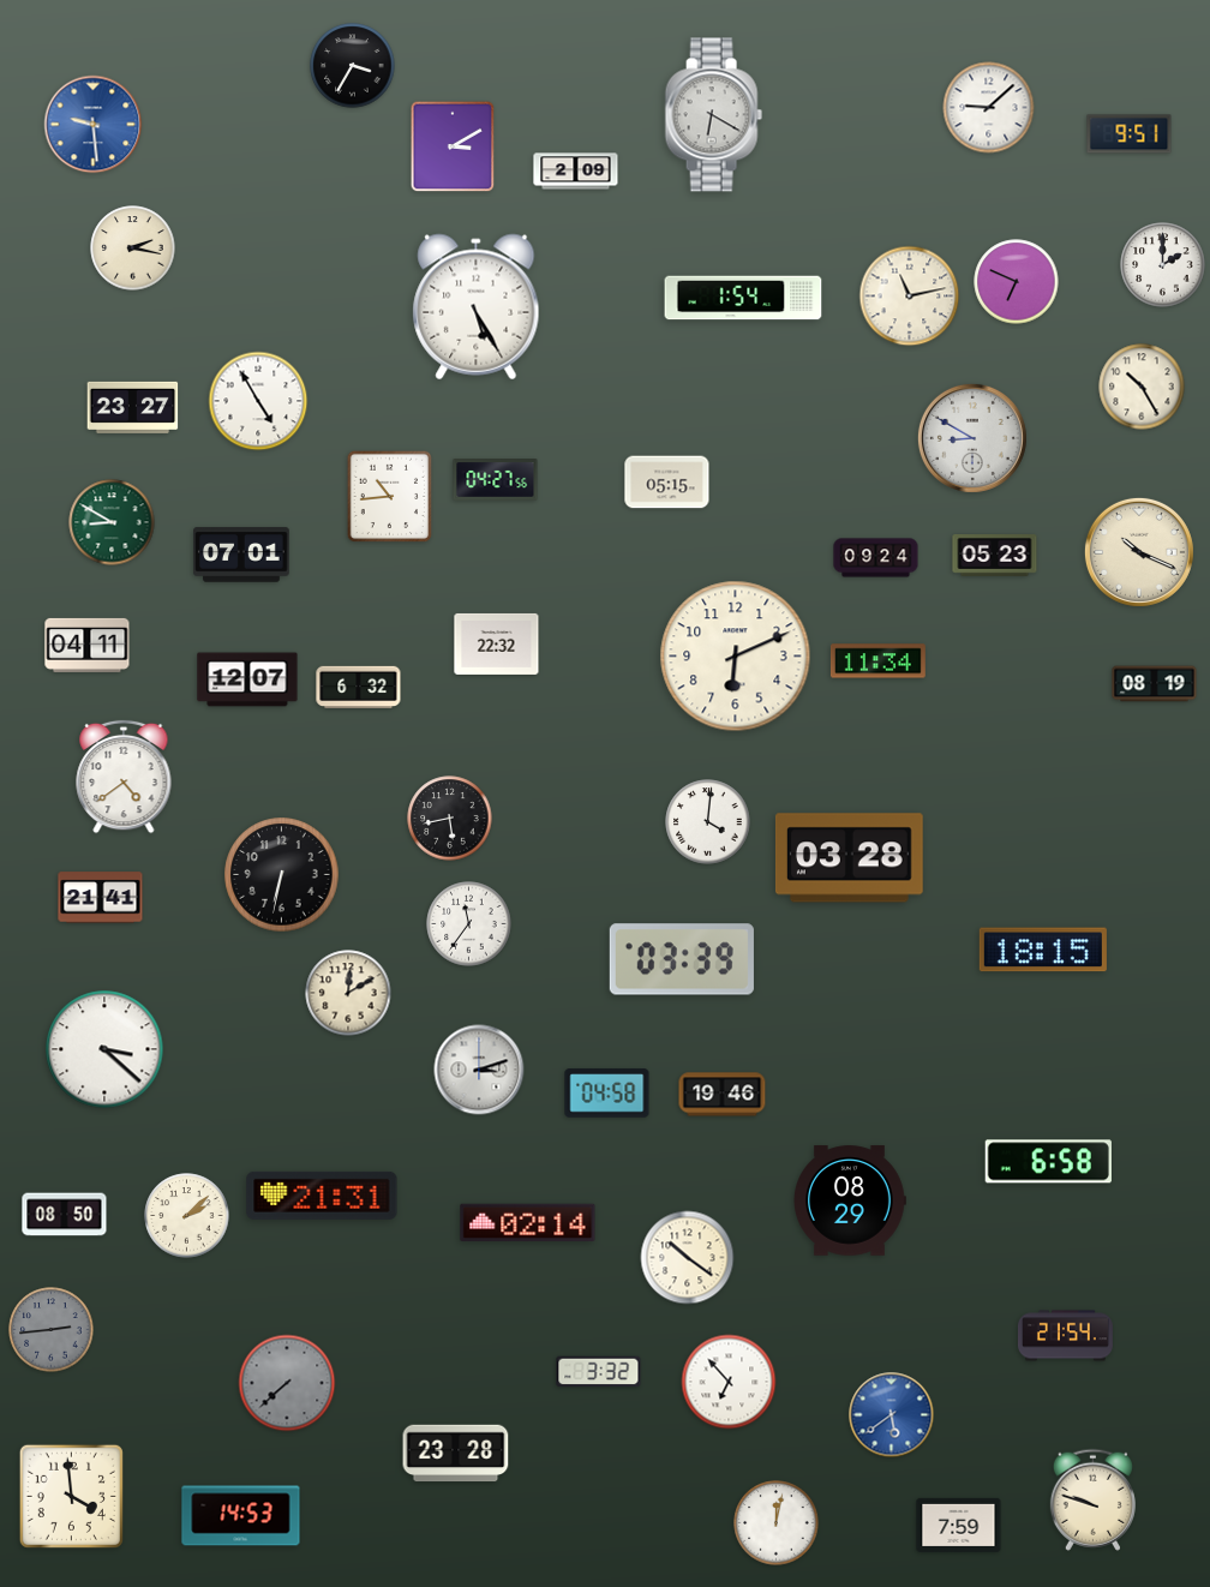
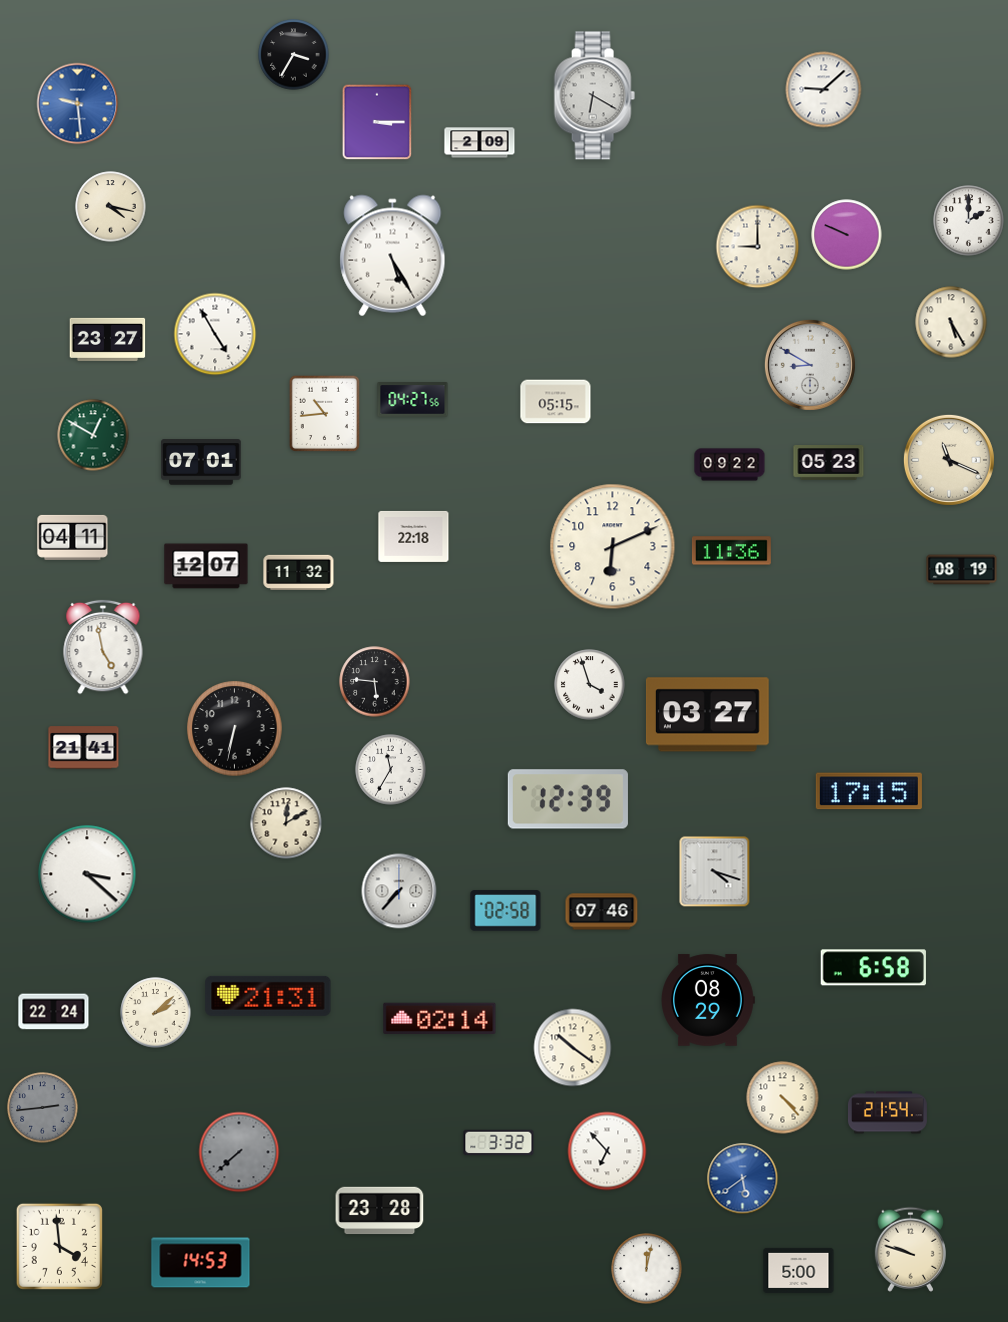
clock at (1130, 134): 9:51 -> none
clock at (453, 146): 3:10 -> 3:15
clock at (133, 248): 2:17 -> 4:17
clock at (1017, 282): 6:49 -> 9:49
clock at (910, 297): 11:13 -> 9:00
clock at (743, 298): 1:54 -> none
clock at (477, 307) position: (477, 307) -> (393, 256)
clock at (1142, 387): 10:25 -> 5:25
clock at (133, 407) position: (133, 407) -> (108, 339)
clock at (112, 522): 8:50 -> 12:50
clock at (1139, 552): 10:19 -> 11:19
clock at (876, 558): 09:24 -> 09:22
clock at (497, 643): 22:32 -> 22:18
clock at (877, 661): 11:34 -> 11:36
clock at (359, 687): 6:32 -> 11:32
clock at (124, 777): 4:39 -> 4:58
clock at (450, 819): 5:43 -> 5:46
clock at (708, 822): 4:01 -> 3:57
clock at (849, 858): 03:28 -> 03:27
clock at (469, 924): 11:36 -> 11:35
clock at (1043, 950): 18:15 -> 17:15
clock at (682, 959): 03:39 -> 12:39
clock at (348, 993) position: (348, 993) -> (286, 823)
clock at (715, 872): none -> 4:18
clock at (479, 1070): 3:12 -> 7:37
clock at (607, 1094): 04:58 -> 02:58
clock at (723, 1095): 19:46 -> 07:46
clock at (65, 1215): 08:50 -> 22:24
clock at (783, 1098): none -> 4:23
clock at (959, 1525): 7:59 -> 5:00
